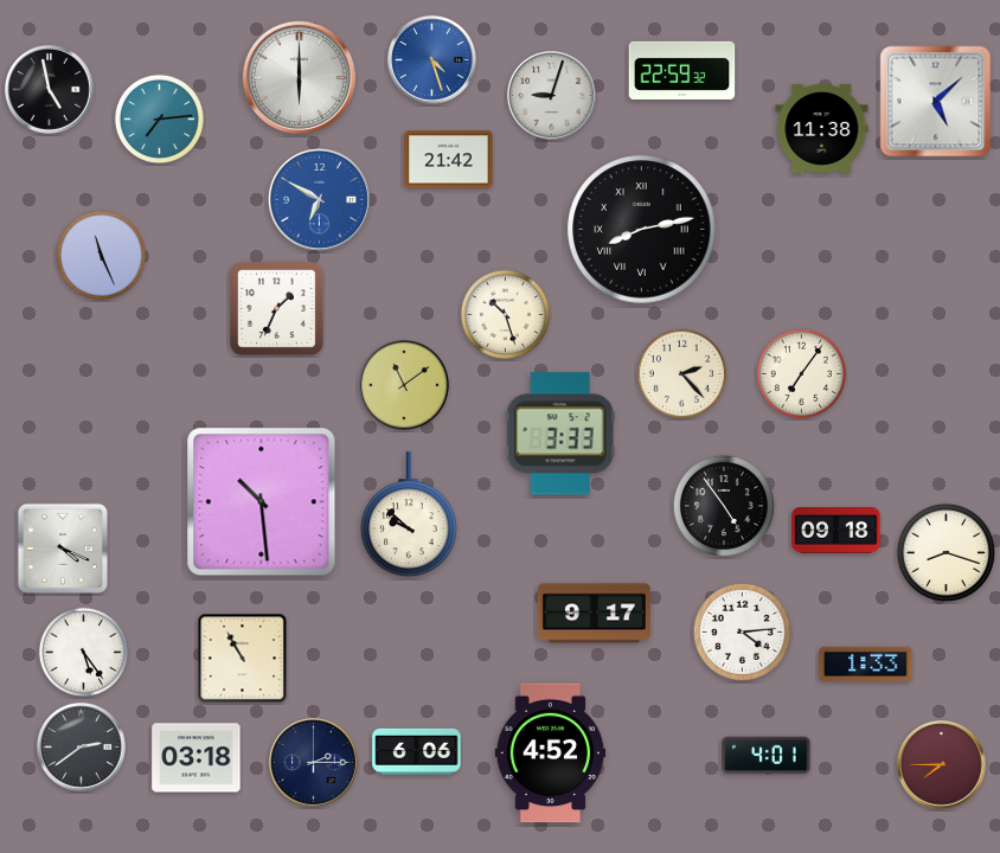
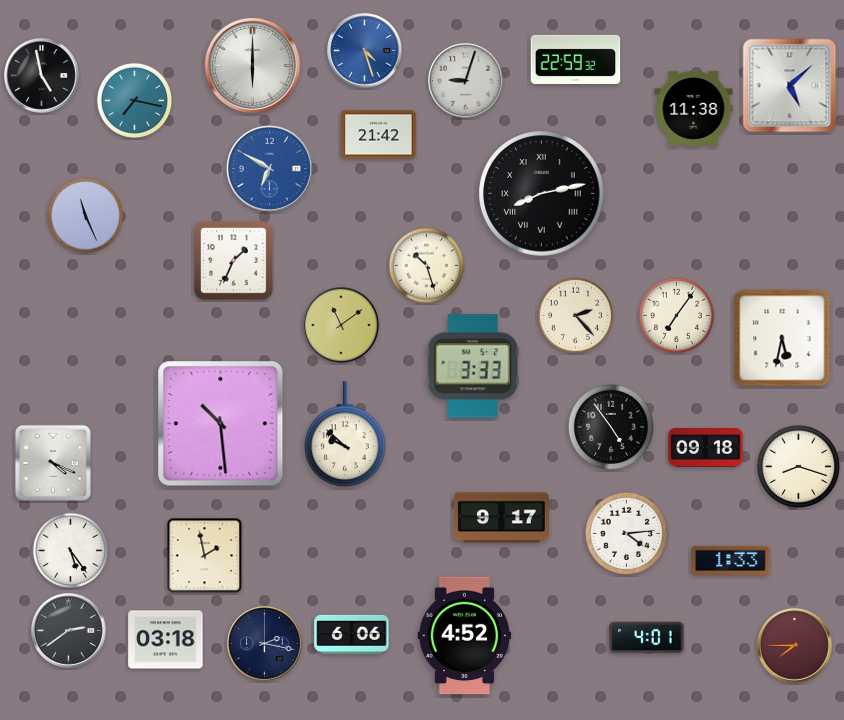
clock at (159, 118): 7:14 -> 7:17
clock at (782, 338): none -> 5:32
clock at (243, 659): 10:55 -> 1:58
clock at (314, 763): 2:15 -> 2:17
